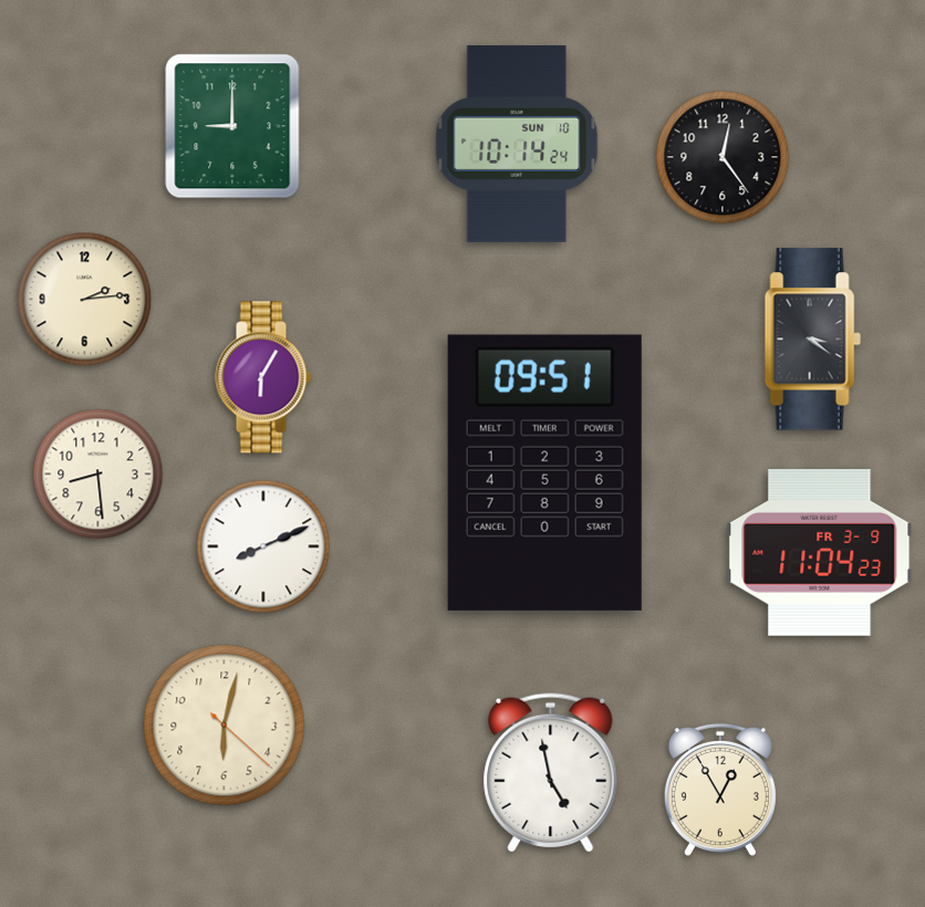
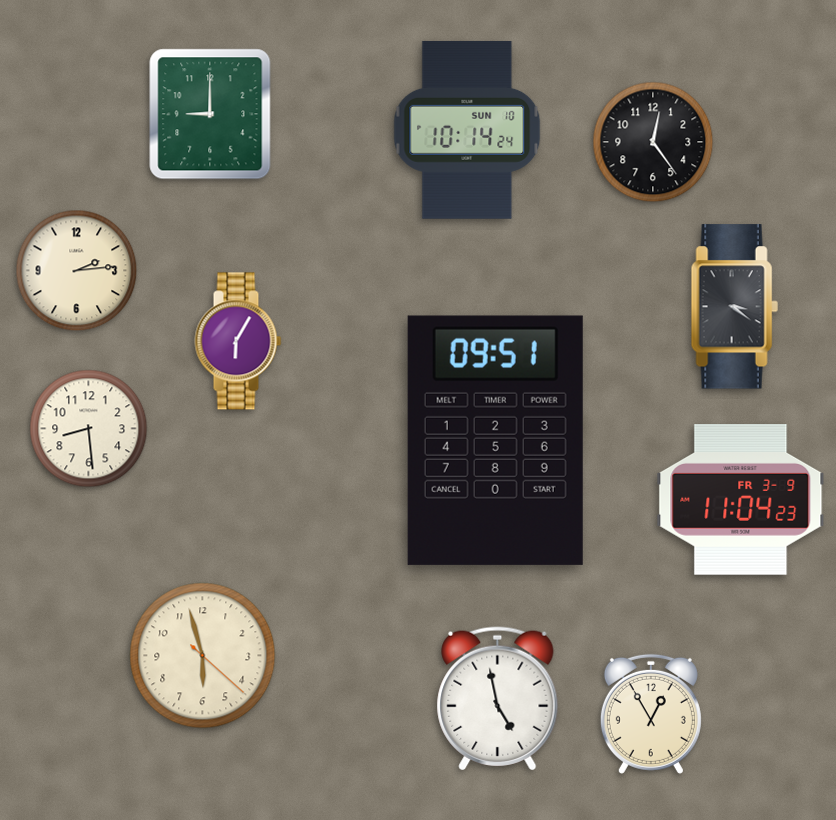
clock at (544, 472) position: (544, 472) -> (495, 440)
clock at (263, 546): 8:11 -> none
clock at (225, 726): 6:02 -> 5:57
